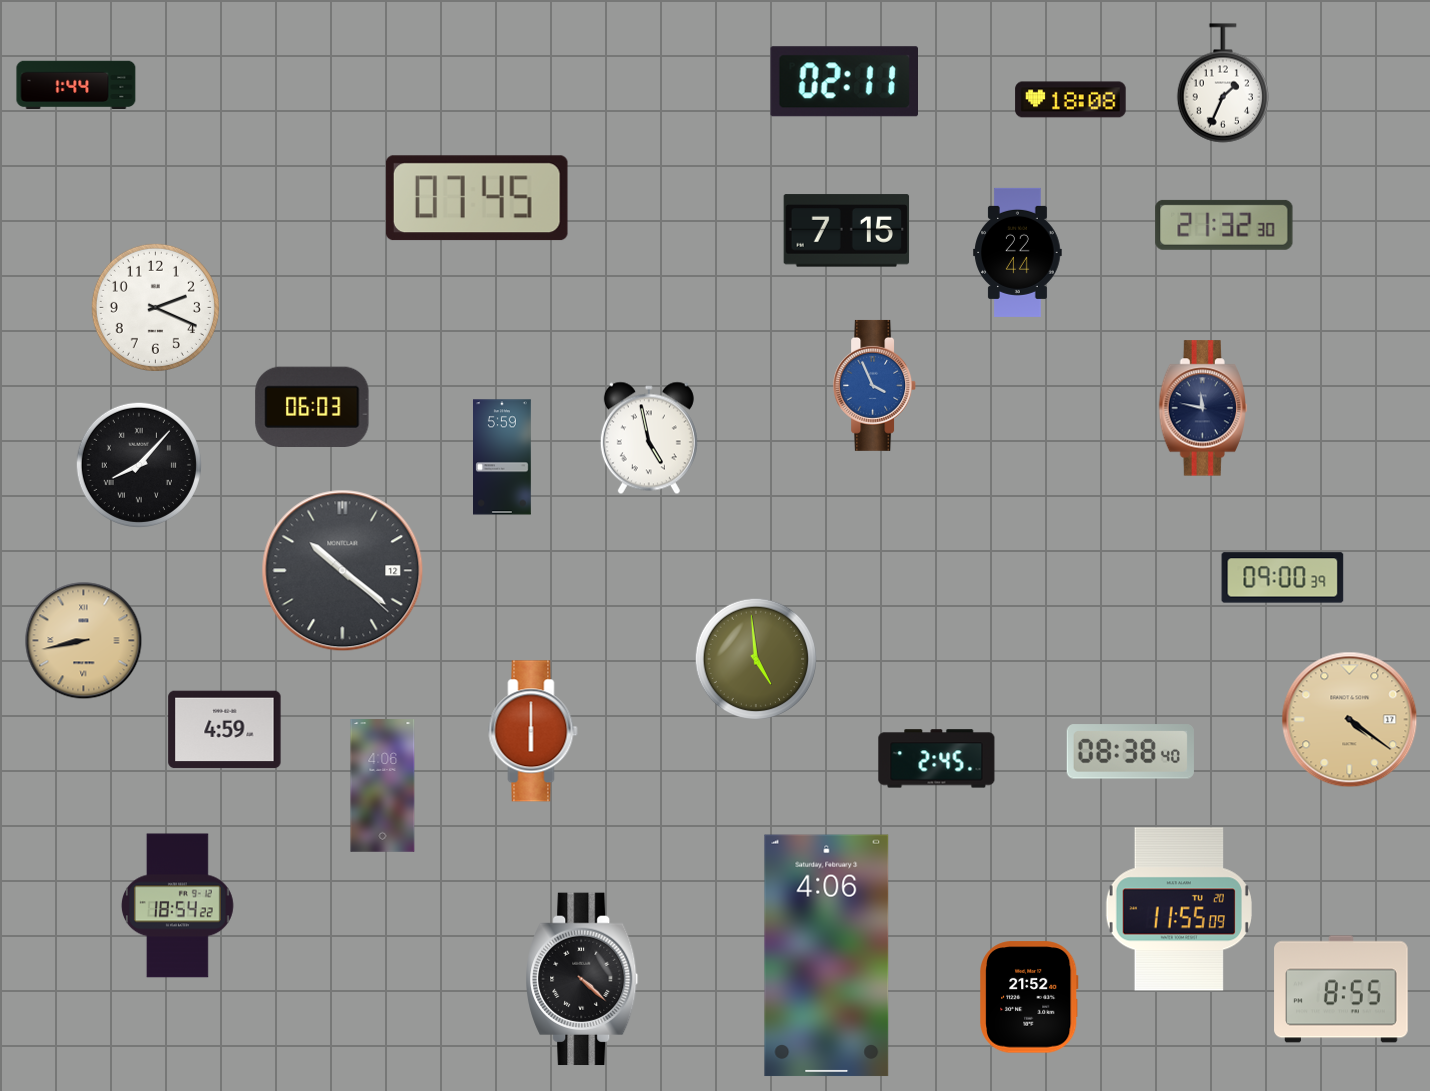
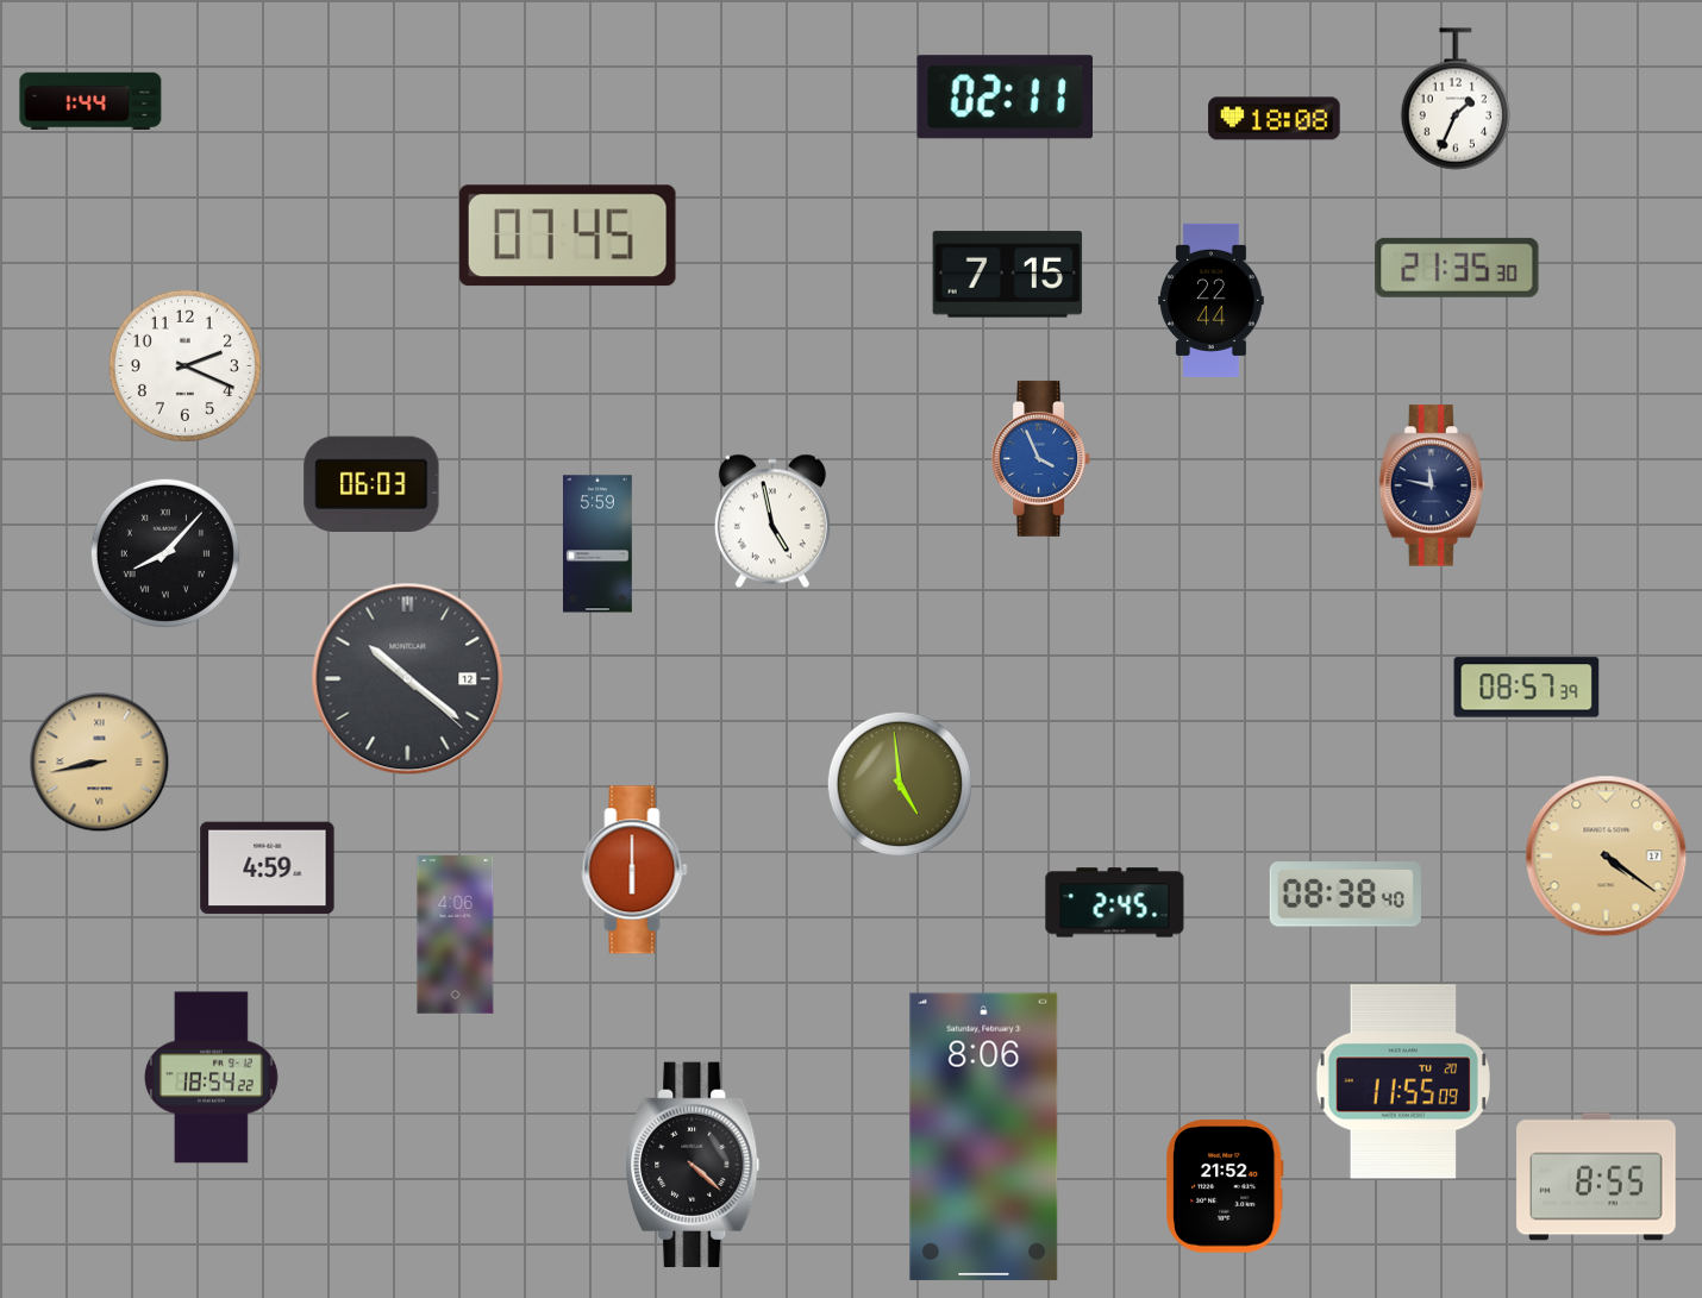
clock at (1224, 225): 21:32 -> 21:35
clock at (1283, 578): 09:00 -> 08:57
clock at (827, 956): 4:06 -> 8:06
